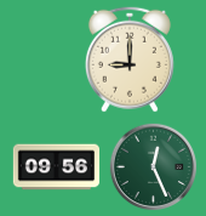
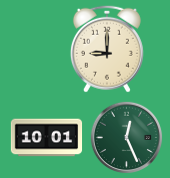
clock at (57, 167): 09:56 -> 10:01
